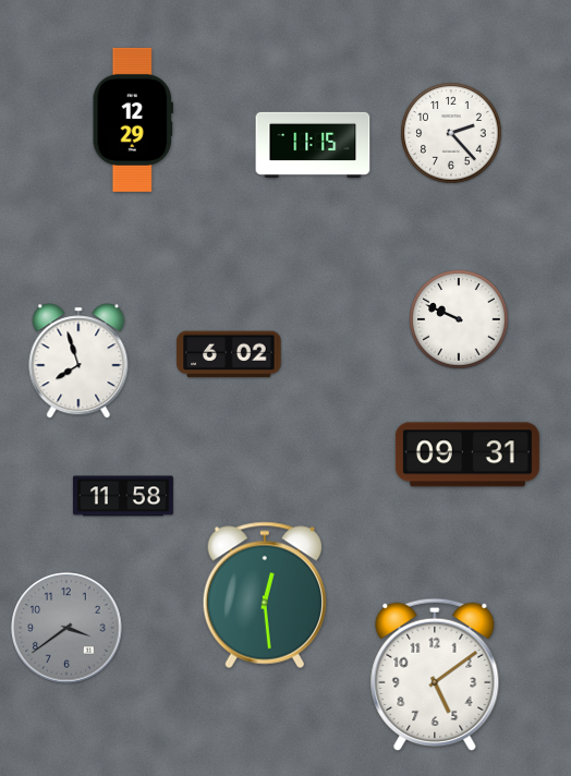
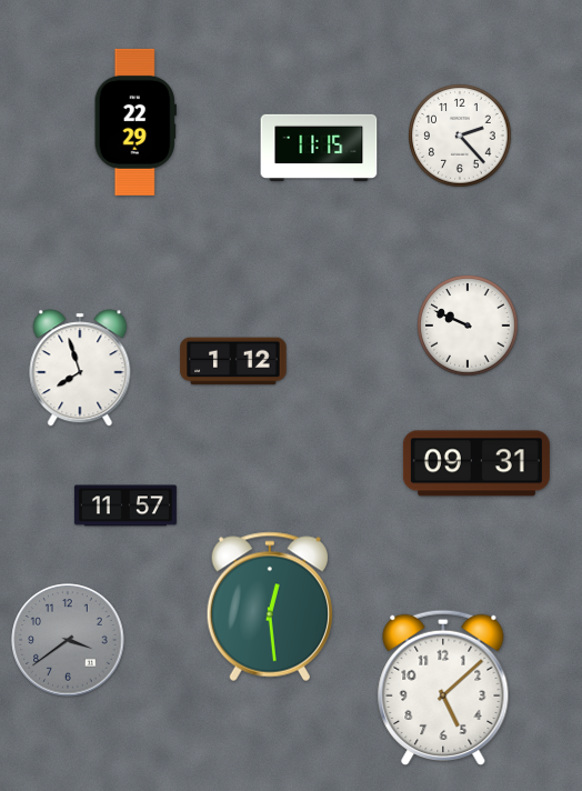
clock at (133, 120): 12:29 -> 22:29
clock at (229, 354): 6:02 -> 1:12
clock at (123, 496): 11:58 -> 11:57
clock at (435, 675): 5:09 -> 5:08
